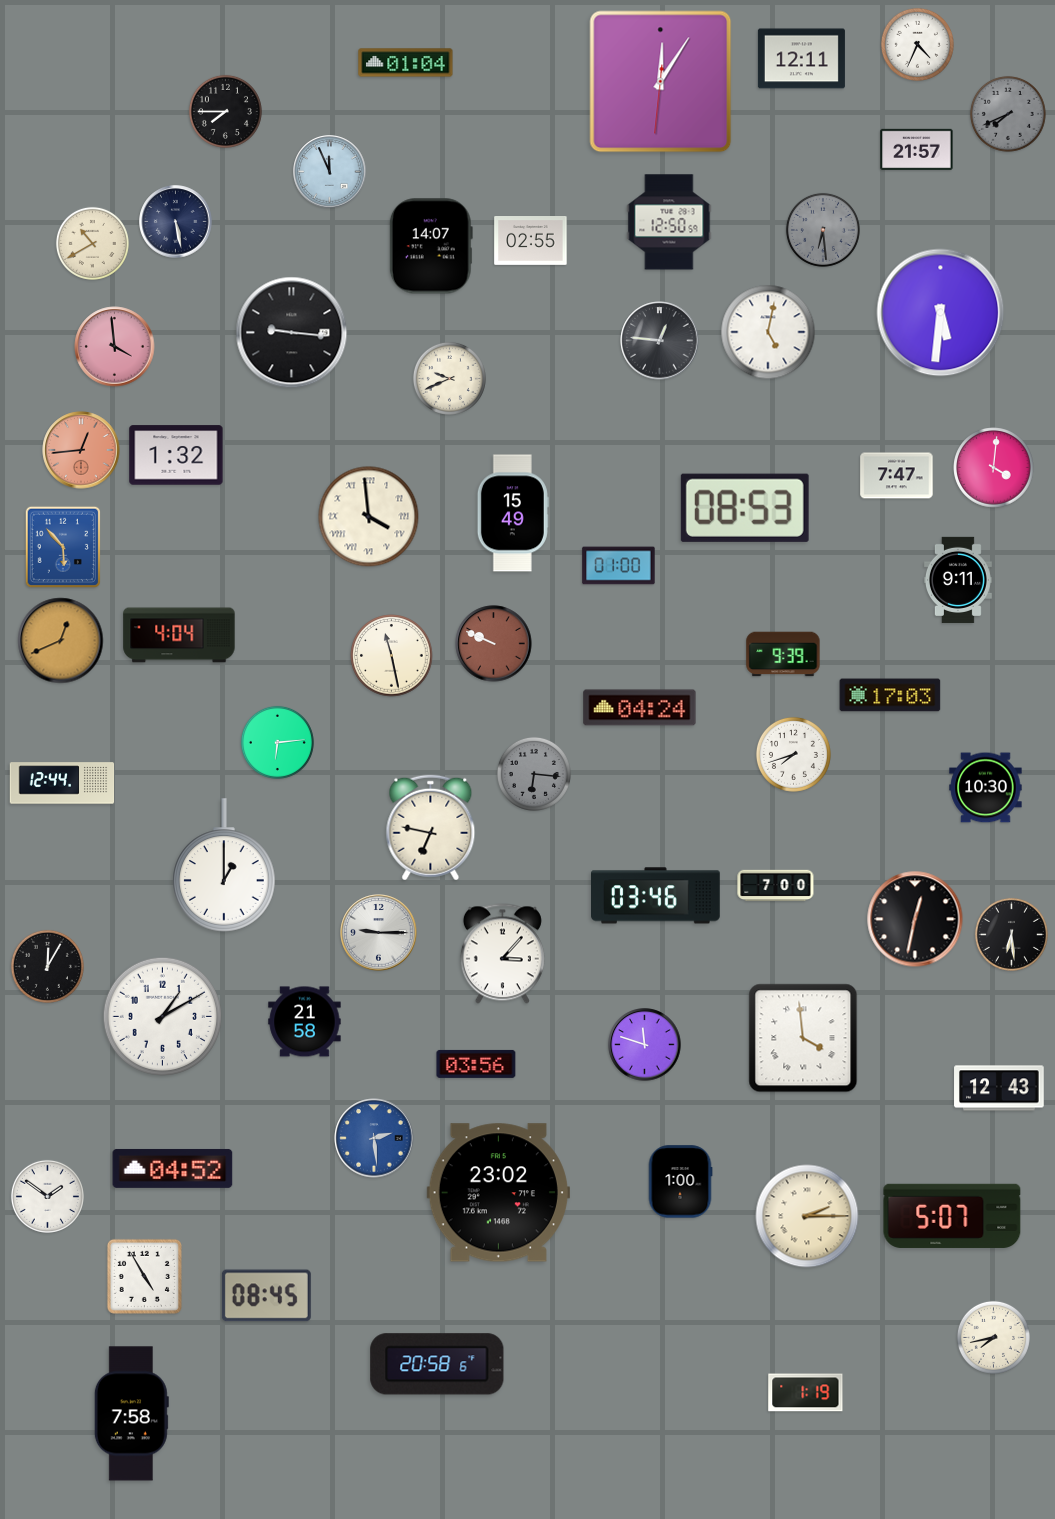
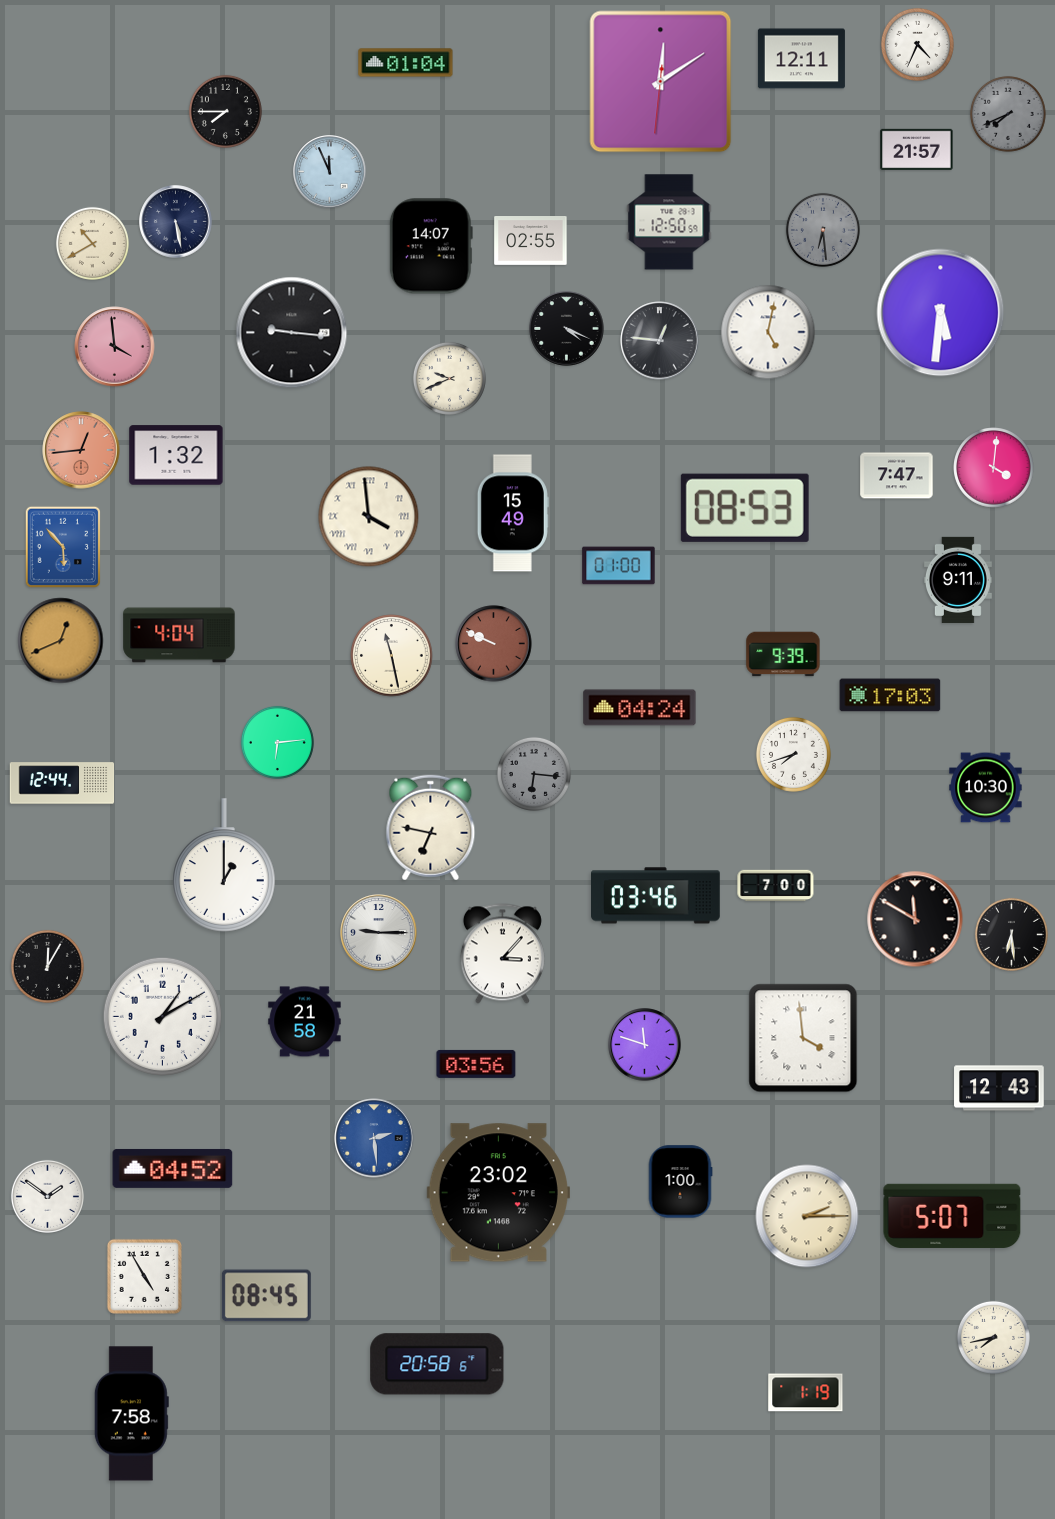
clock at (661, 82): 12:05 -> 12:09
clock at (567, 329): none -> 4:19
clock at (915, 919): 12:32 -> 11:50
